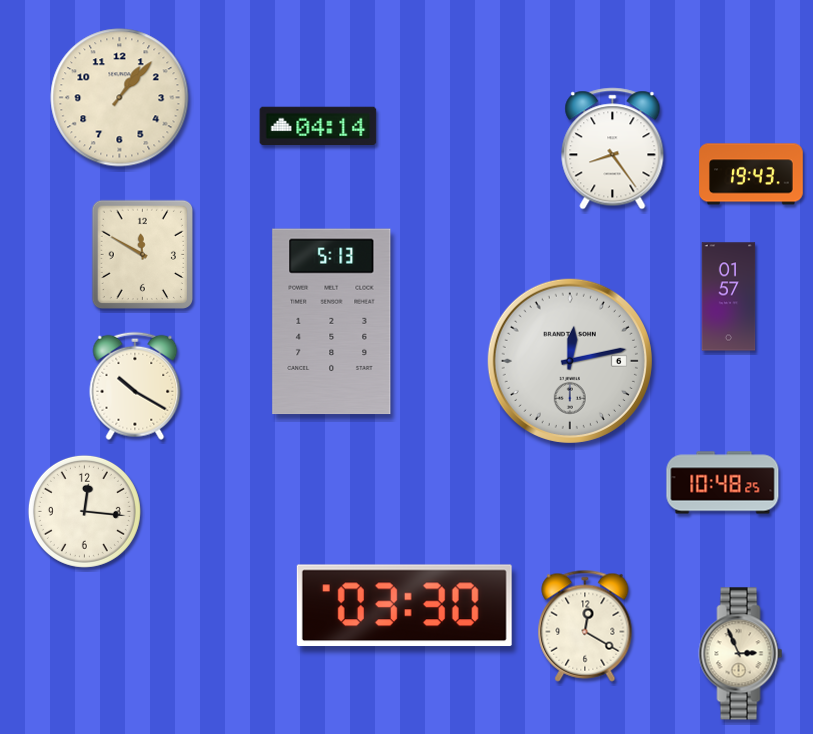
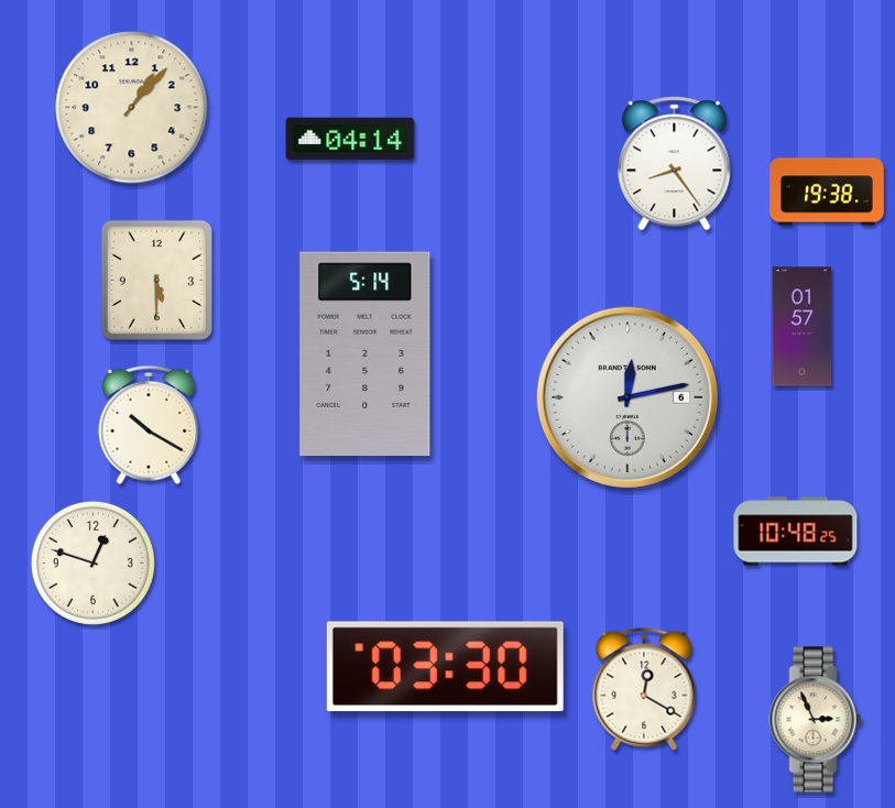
clock at (751, 174): 19:43 -> 19:38
clock at (142, 254): 11:50 -> 5:30
clock at (332, 322): 5:13 -> 5:14
clock at (84, 511): 12:16 -> 12:48
